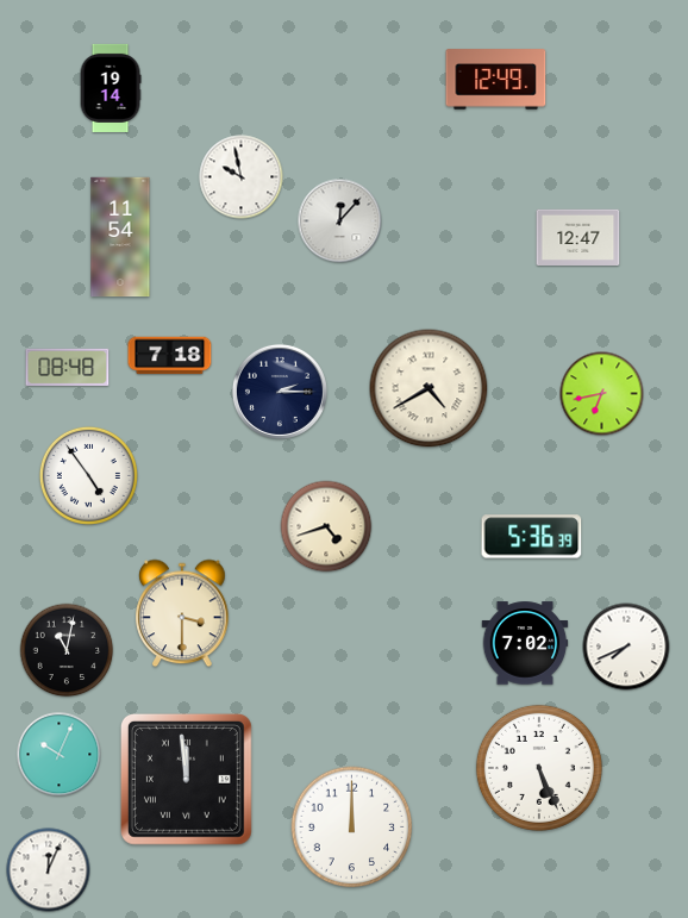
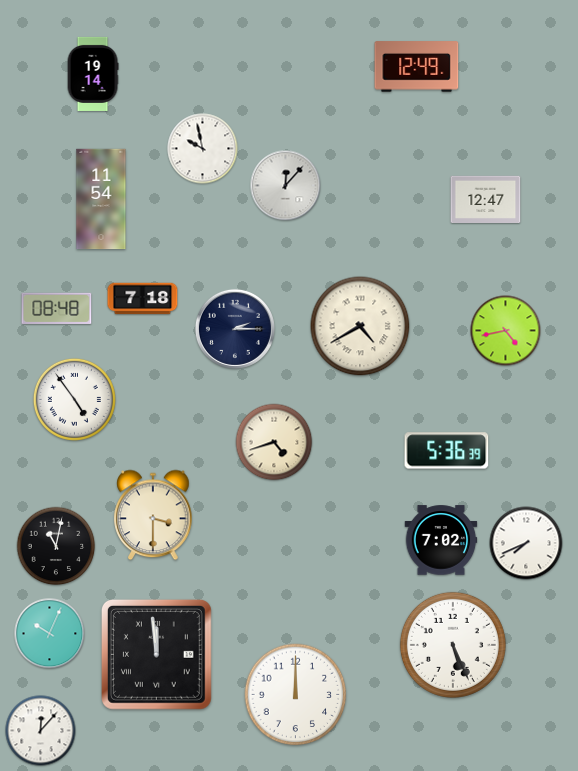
clock at (602, 394): 6:43 -> 4:43
clock at (49, 870): 12:04 -> 12:07
